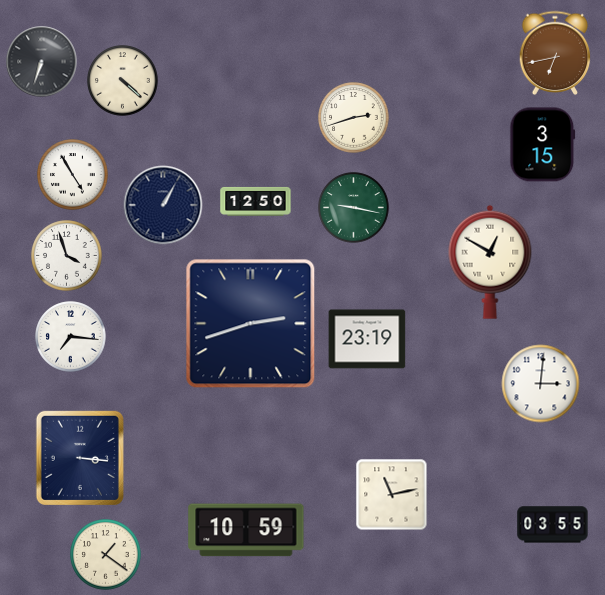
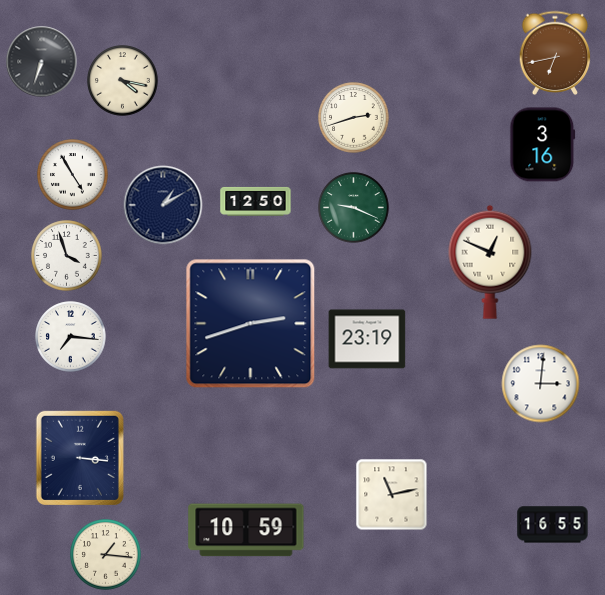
clock at (123, 81): 4:22 -> 4:17
clock at (543, 145): 3:15 -> 3:16
clock at (163, 205): 1:05 -> 1:10
clock at (354, 208): 9:17 -> 9:19
clock at (490, 262): 12:50 -> 12:49
clock at (553, 525): 03:55 -> 16:55
clock at (106, 555): 1:21 -> 1:16
